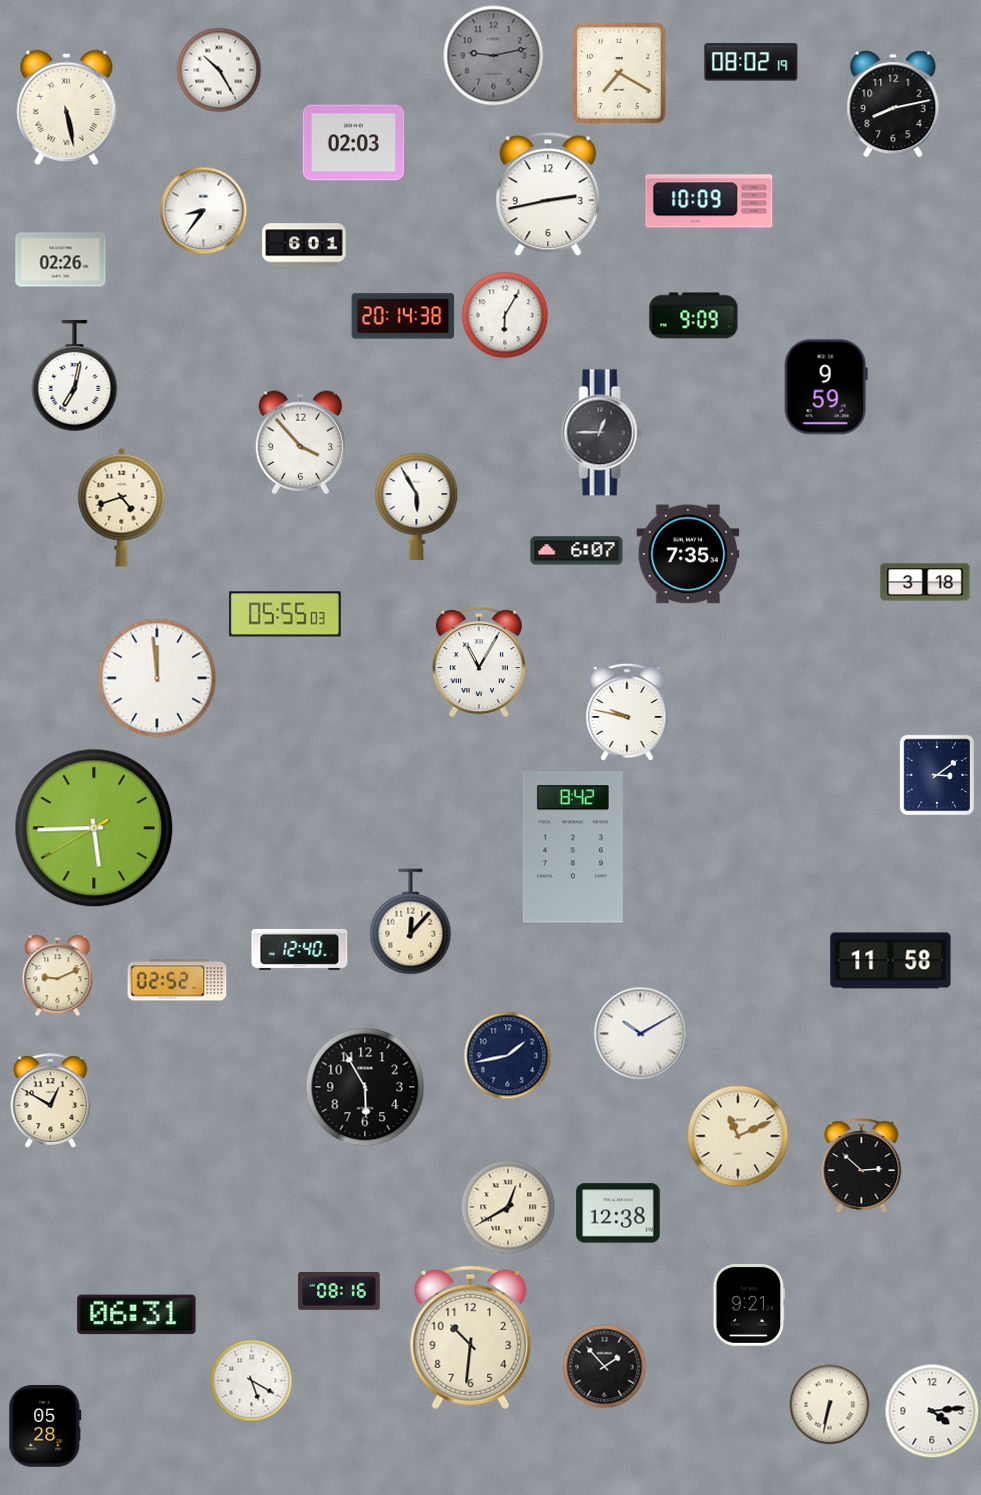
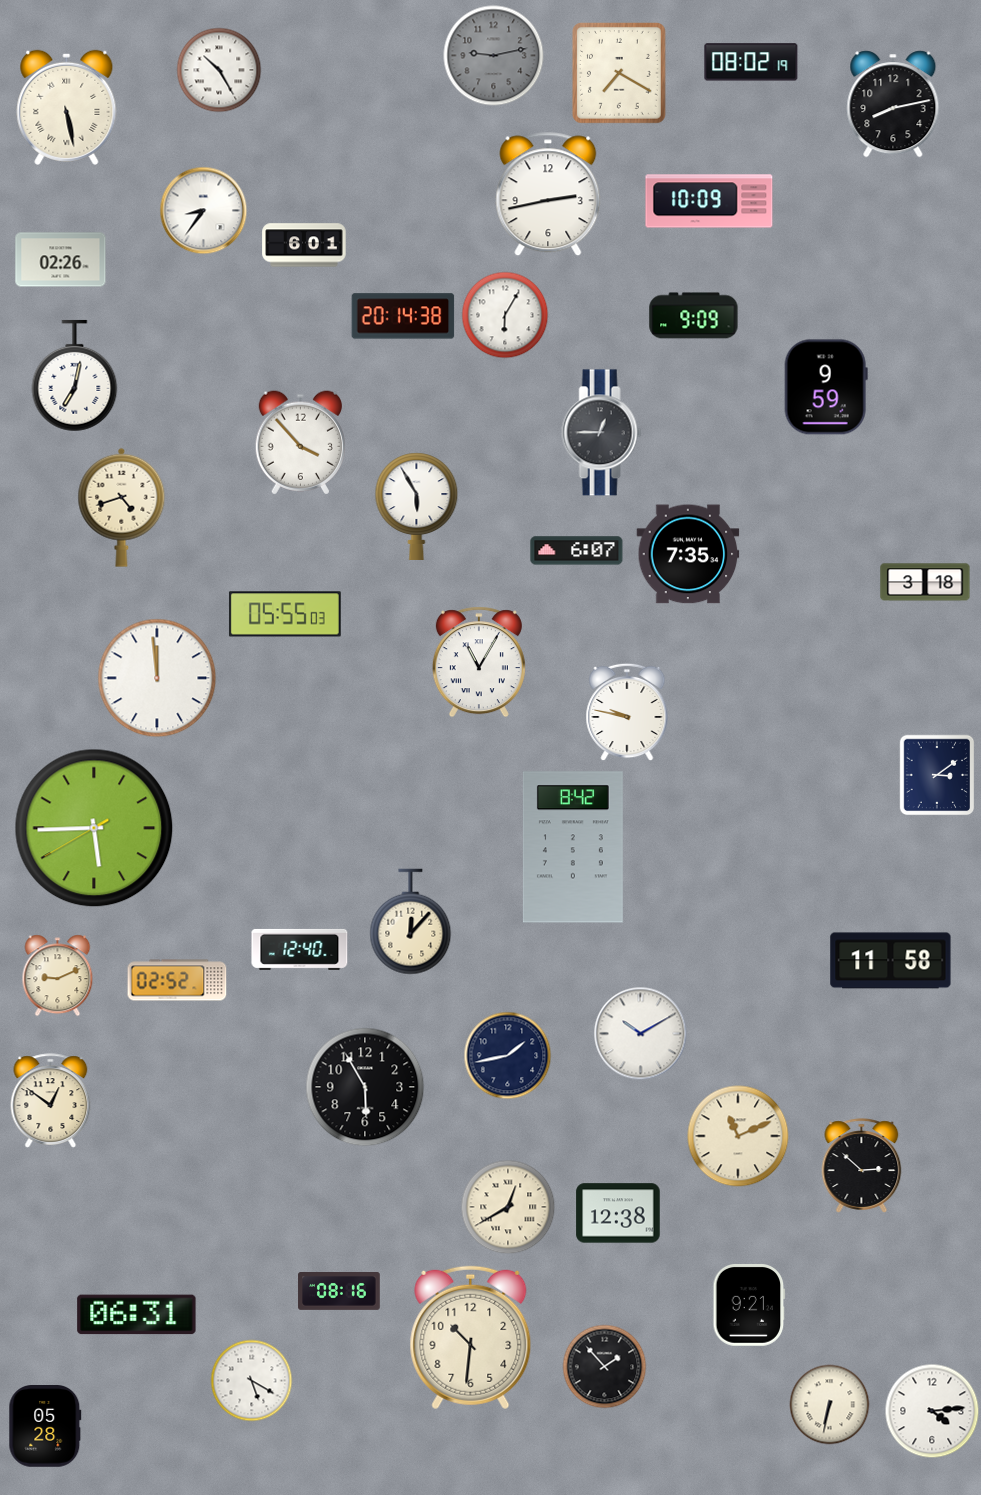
clock at (354, 143): 02:03 -> none
clock at (51, 1101): 12:50 -> 12:51
